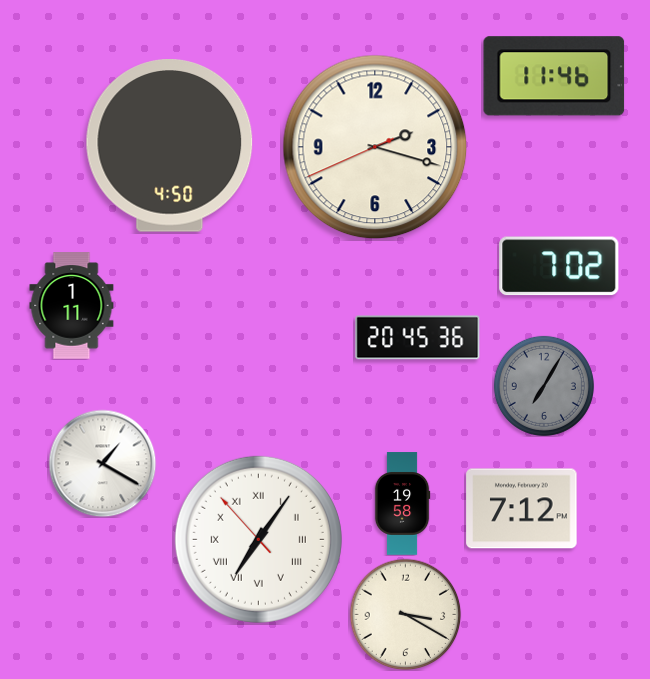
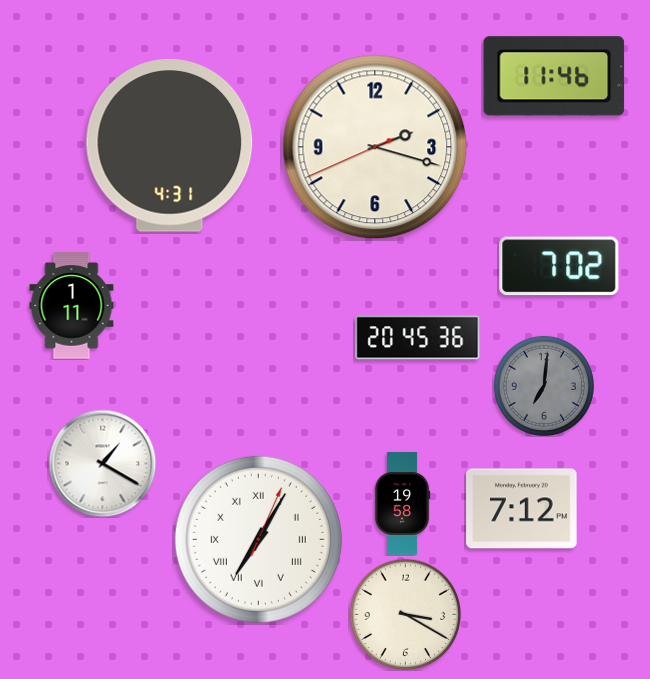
clock at (170, 146): 4:50 -> 4:31
clock at (544, 386): 7:05 -> 7:01
clock at (258, 539): 7:05:53 -> 7:05:04
